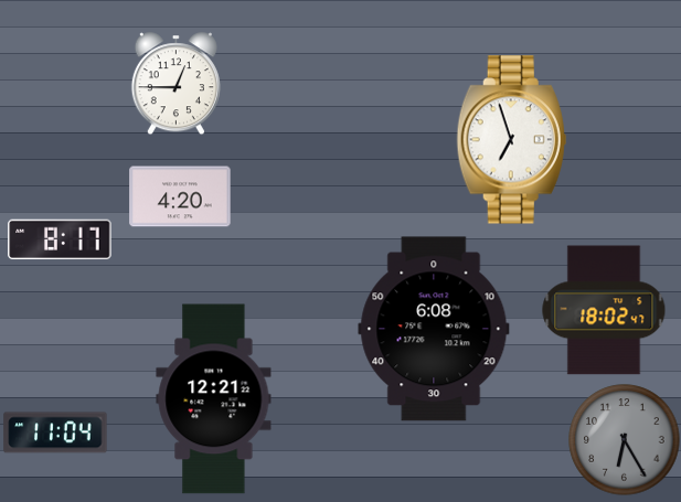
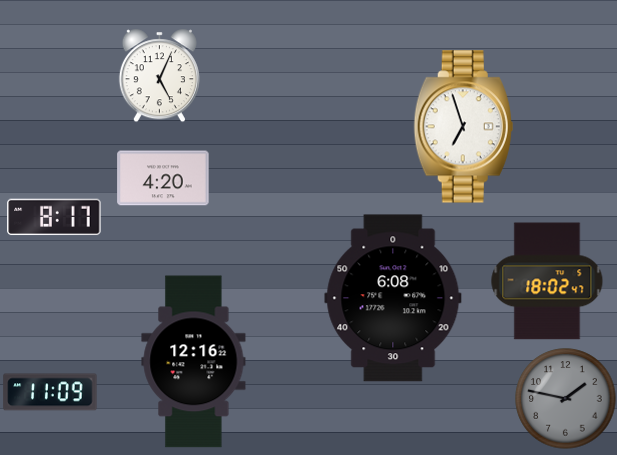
clock at (175, 83): 12:45 -> 5:04
clock at (214, 399): 12:21 -> 12:16
clock at (55, 432): 11:04 -> 11:09
clock at (625, 440): 6:25 -> 1:47
